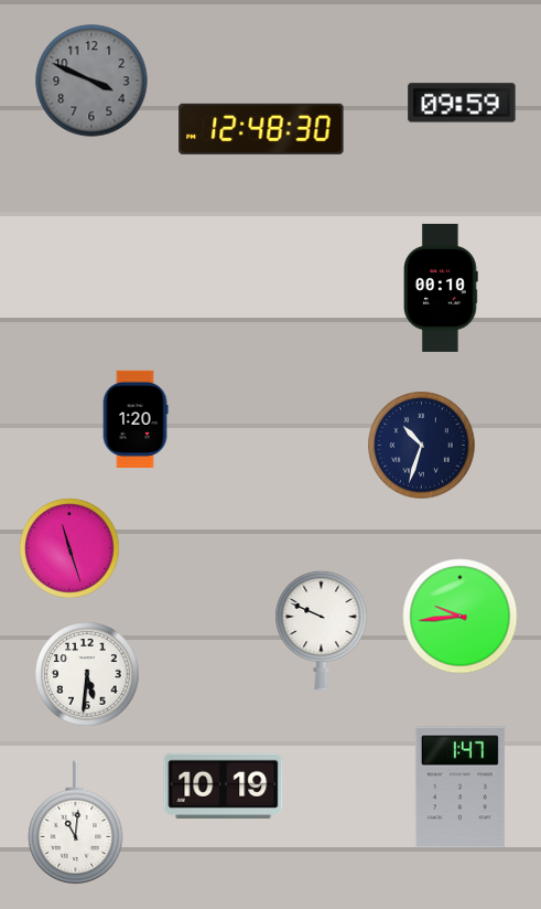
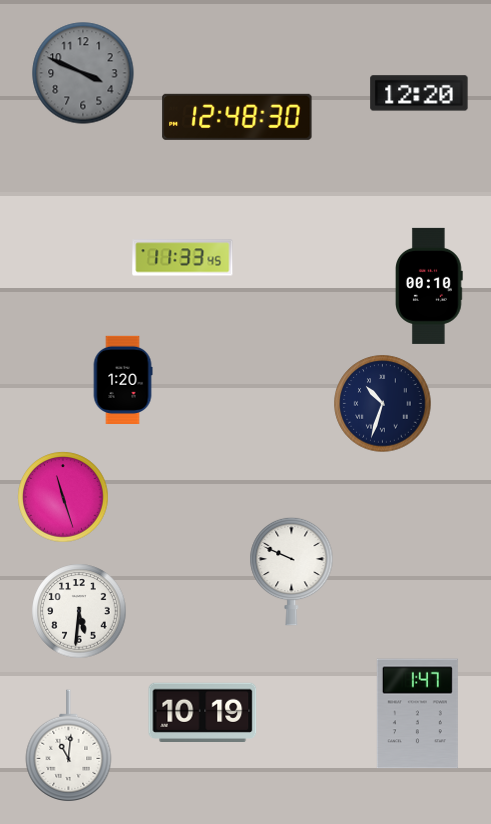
clock at (462, 103): 09:59 -> 12:20
clock at (183, 258): none -> 11:33
clock at (442, 288) position: (442, 288) -> (430, 286)
clock at (461, 617): 9:44 -> none
